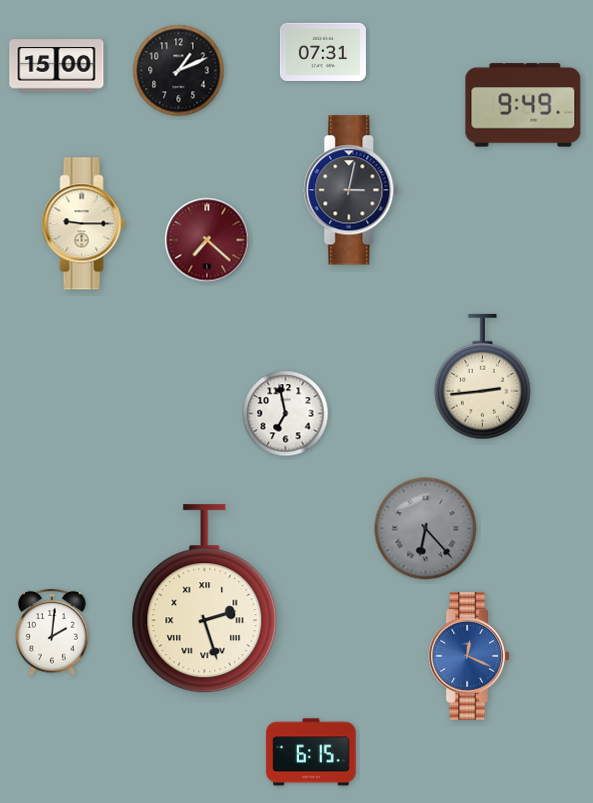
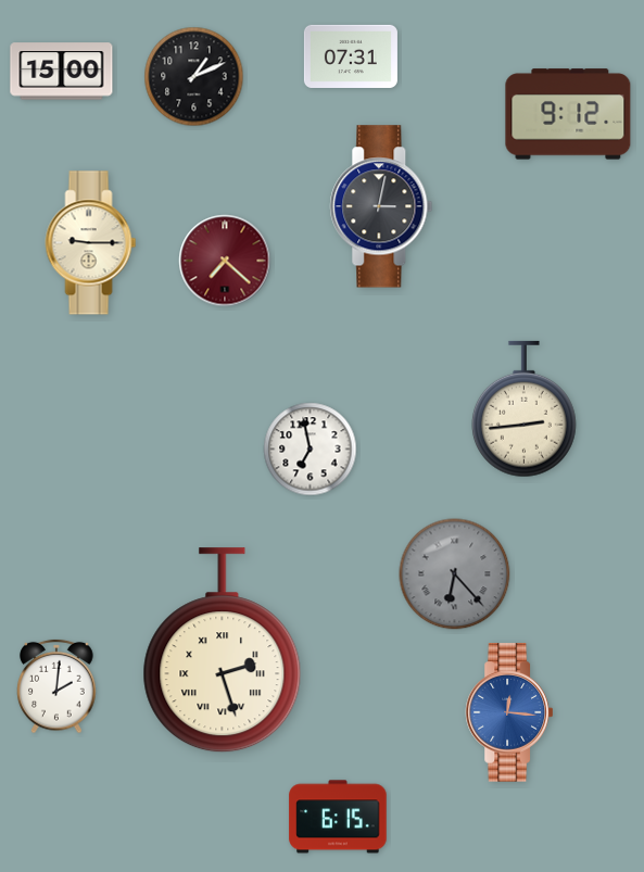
clock at (523, 105): 9:49 -> 9:12
clock at (426, 529) position: (426, 529) -> (455, 574)
clock at (468, 656): 12:19 -> 12:16
